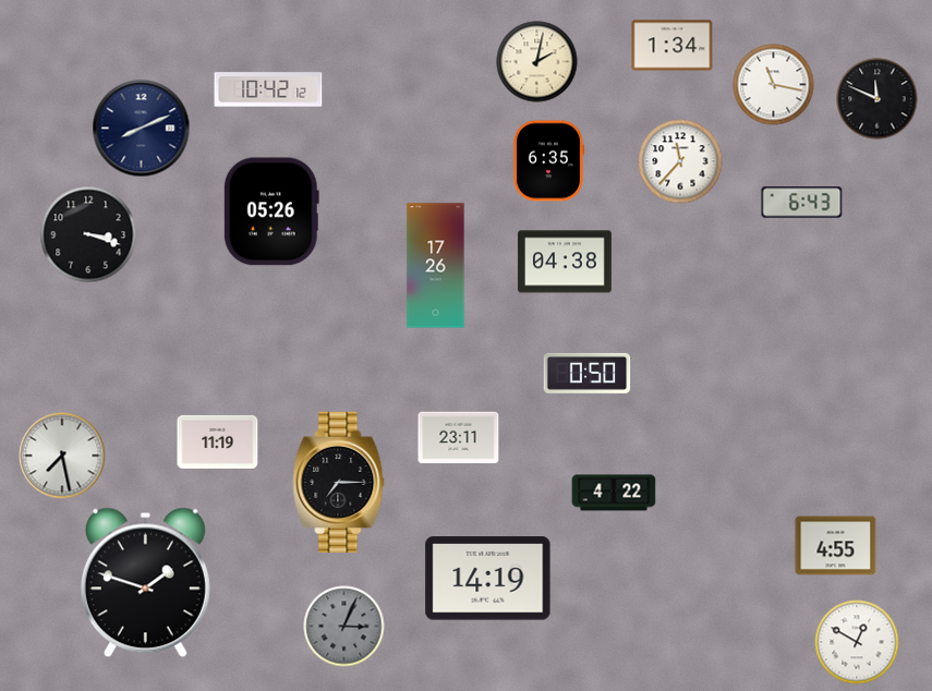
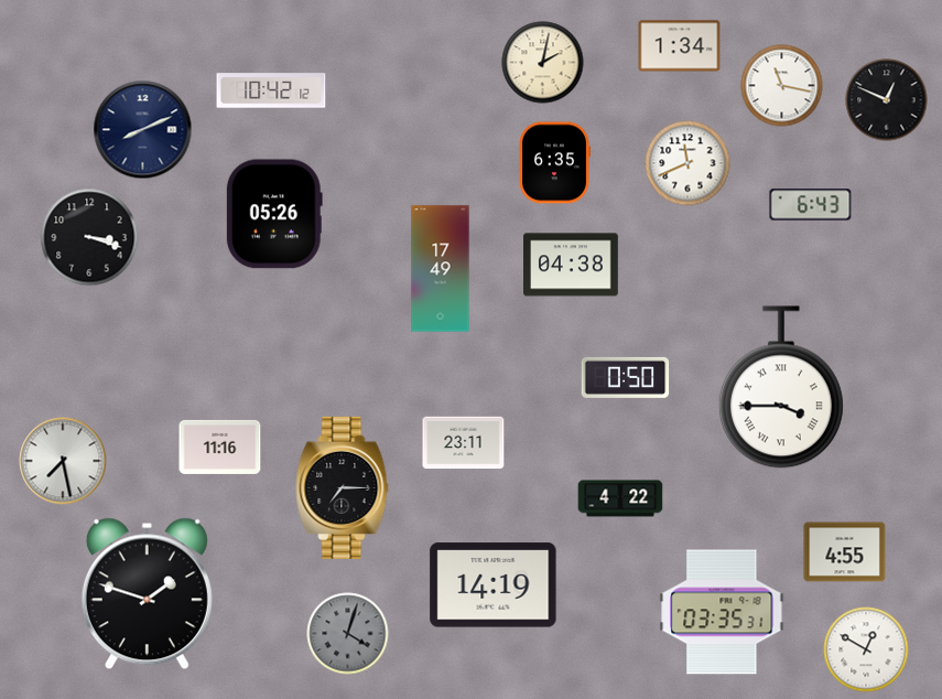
clock at (877, 99): 11:49 -> 12:49
clock at (680, 161): 11:37 -> 11:41
clock at (436, 266): 17:26 -> 17:49
clock at (588, 373) position: (588, 373) -> (626, 377)
clock at (781, 387): none -> 3:45
clock at (218, 441): 11:19 -> 11:16
clock at (145, 583) position: (145, 583) -> (147, 594)
clock at (722, 612): none -> 03:35
clock at (344, 627): 3:04 -> 4:03
